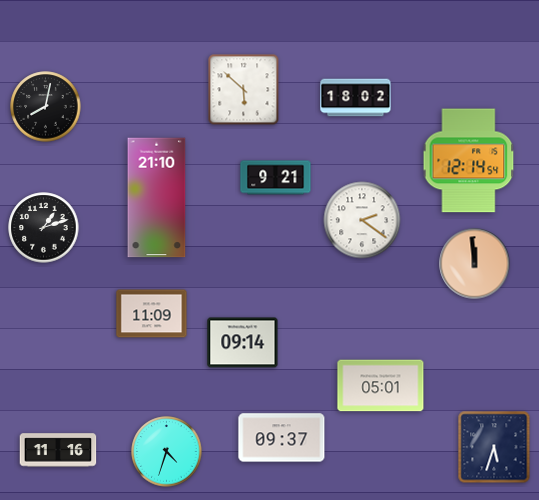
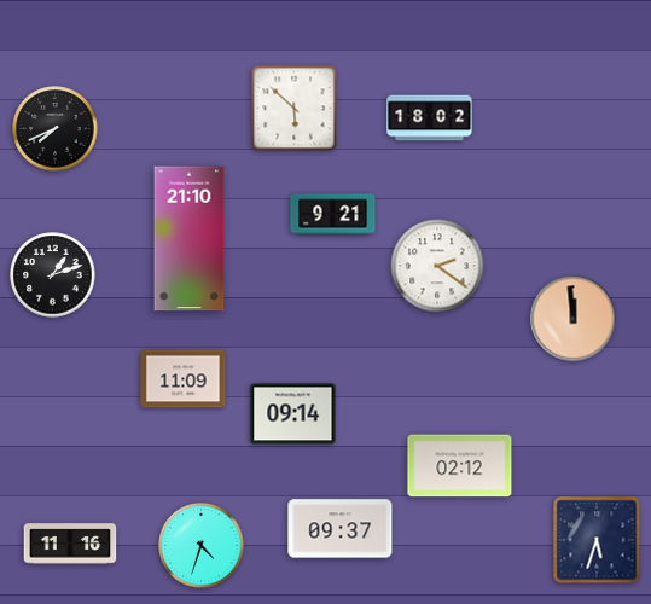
clock at (46, 107): 8:02 -> 7:41
clock at (469, 161): 12:14 -> none
clock at (381, 386): 05:01 -> 02:12
